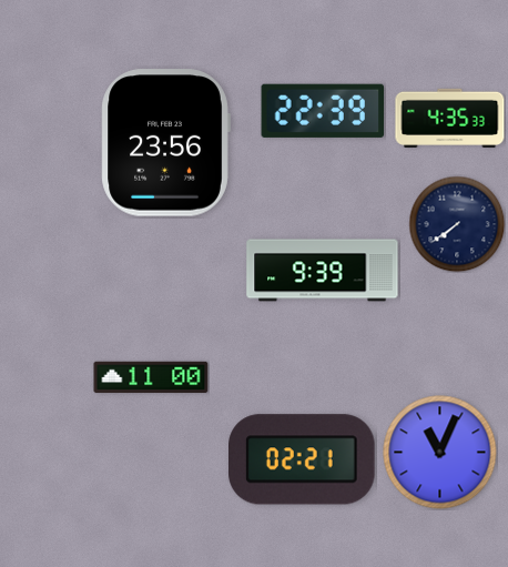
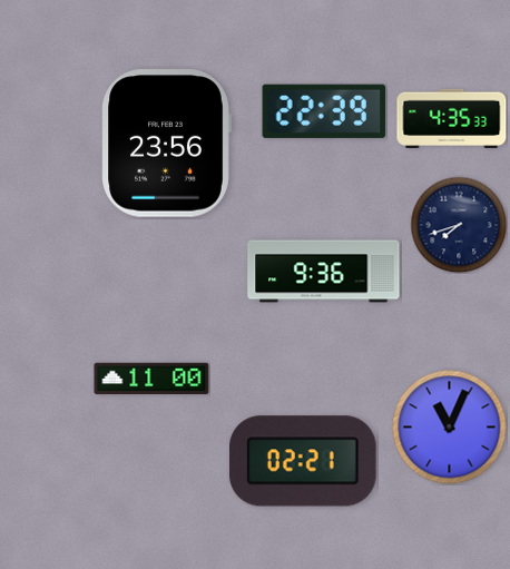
clock at (457, 224): 7:39 -> 7:42
clock at (323, 271): 9:39 -> 9:36
clock at (440, 453) position: (440, 453) -> (450, 428)
